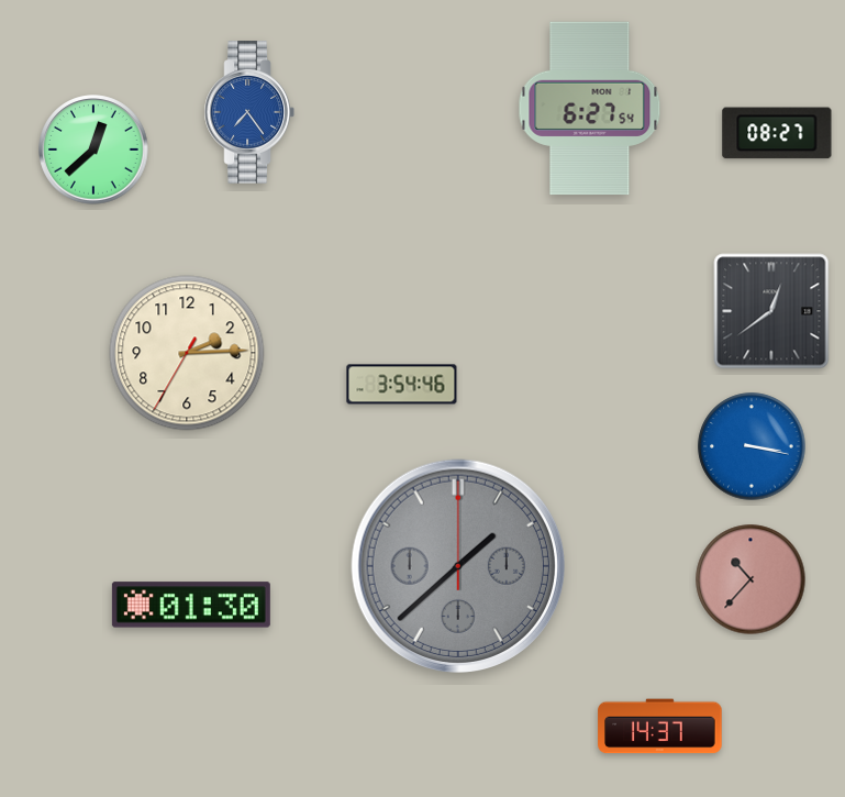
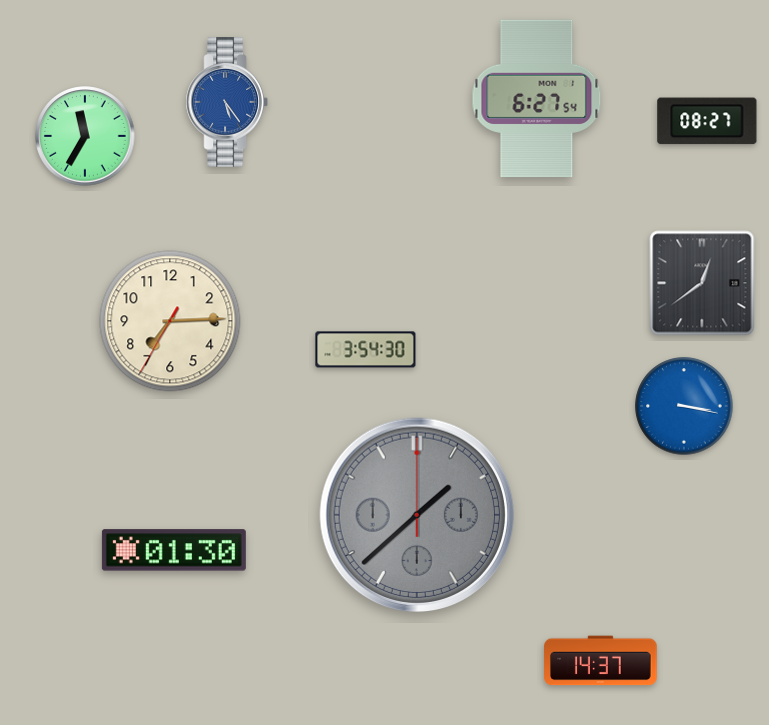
clock at (249, 112): 7:24 -> 5:24
clock at (93, 150): 12:38 -> 11:35
clock at (187, 353): 2:14 -> 7:14
clock at (402, 385): 3:54:46 -> 3:54:30
clock at (751, 579): 10:37 -> none
